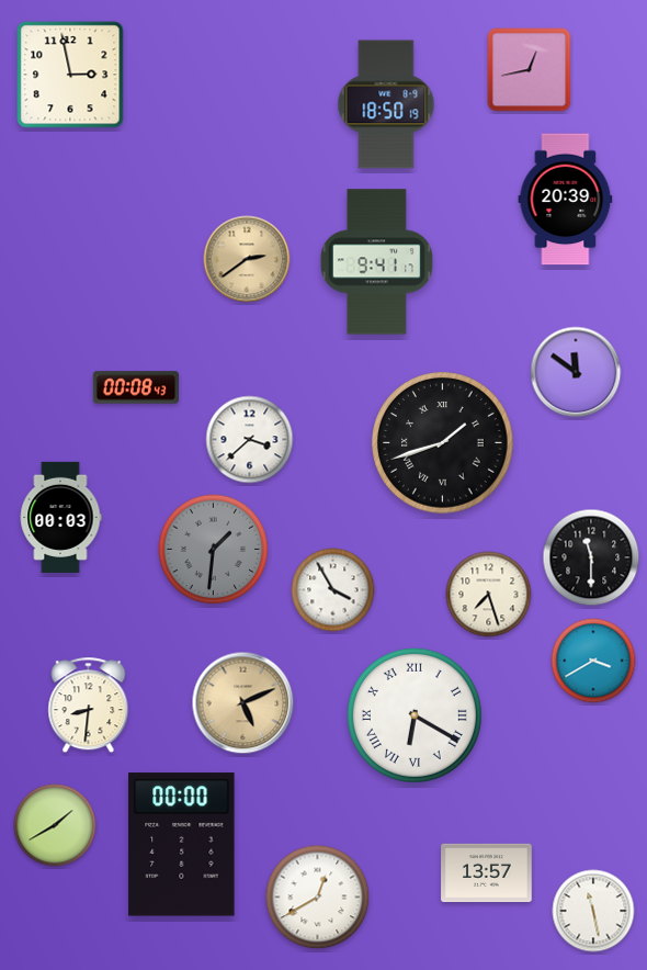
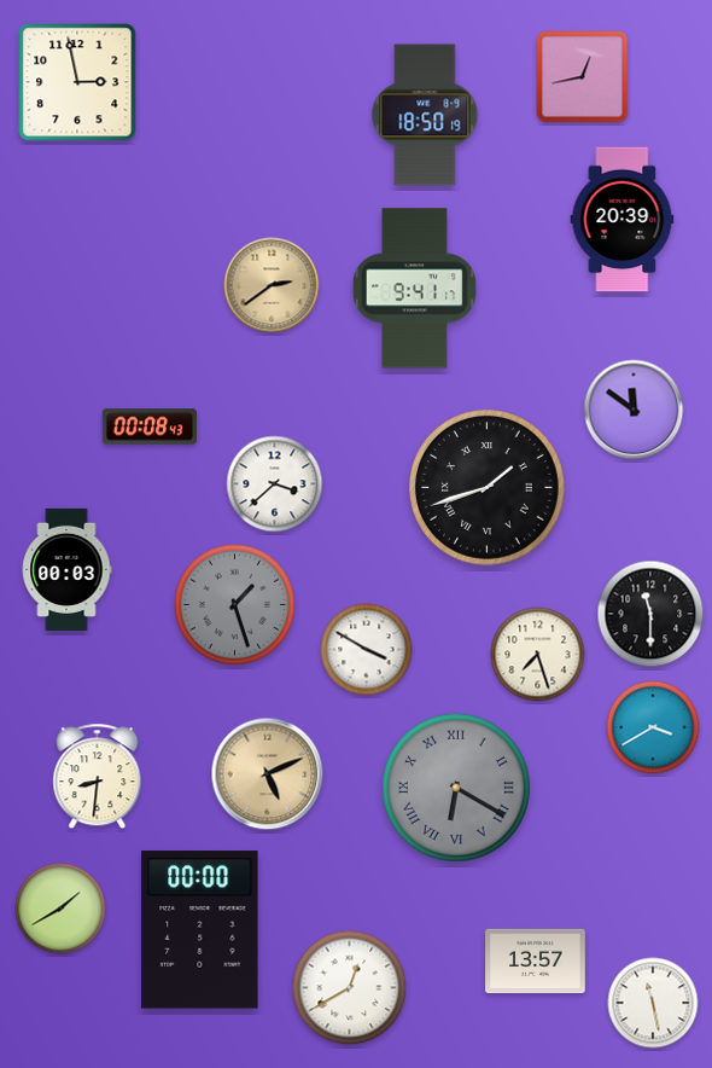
clock at (214, 550): 1:31 -> 1:27
clock at (333, 590): 3:55 -> 3:50
clock at (415, 715) dial: white -> grey
